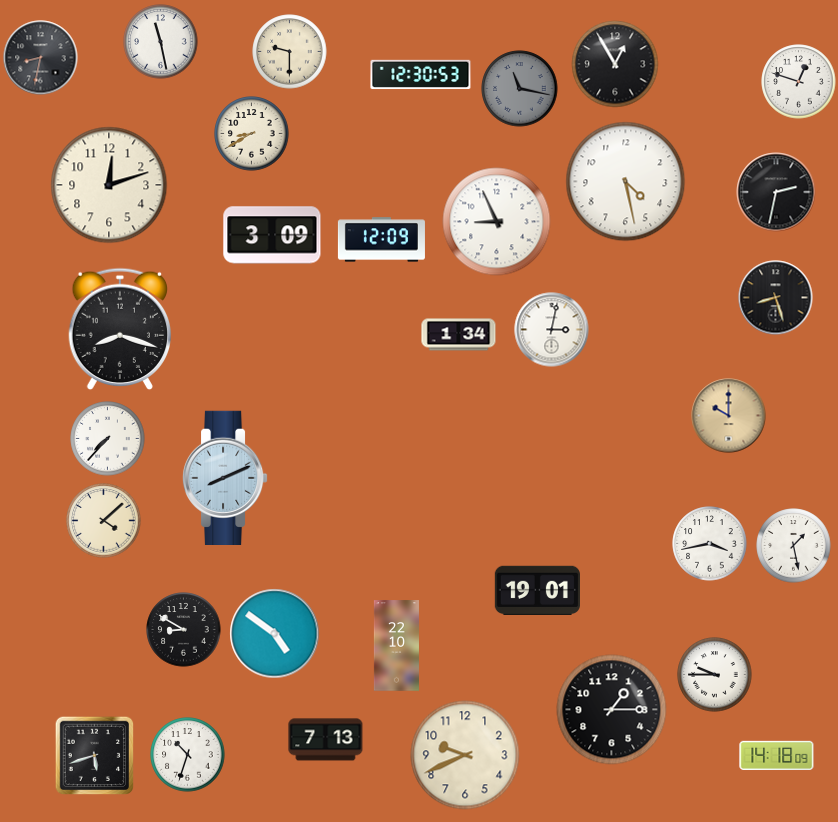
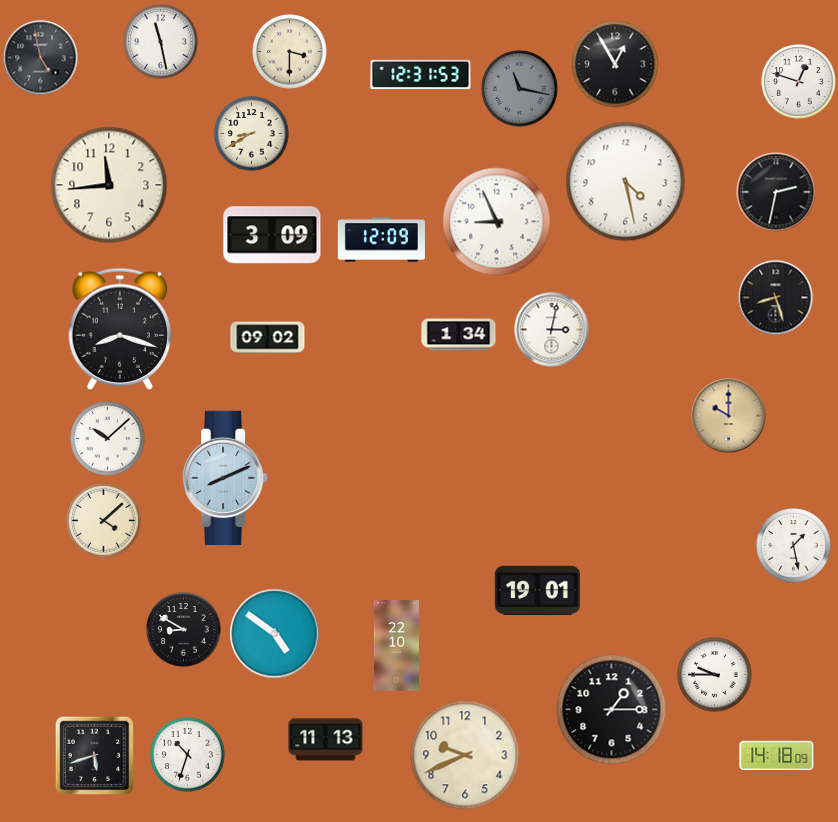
clock at (290, 52): 9:30 -> 3:30
clock at (41, 58): 8:32 -> 4:58
clock at (421, 75): 12:30 -> 12:31
clock at (109, 185): 12:12 -> 11:44
clock at (268, 338): none -> 09:02
clock at (108, 439): 7:37 -> 10:08
clock at (710, 544): 3:43 -> none
clock at (326, 740): 7:13 -> 11:13
